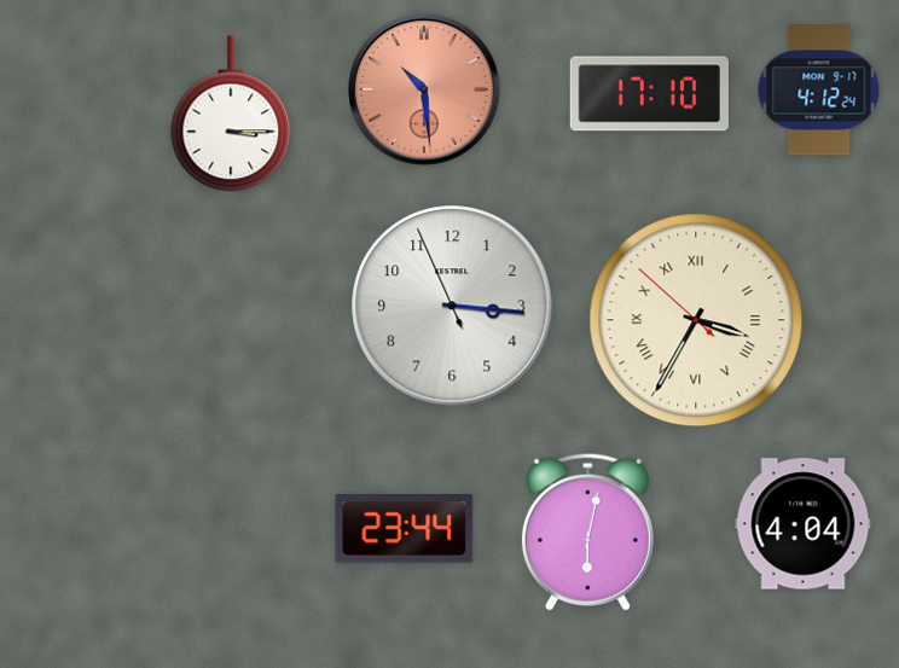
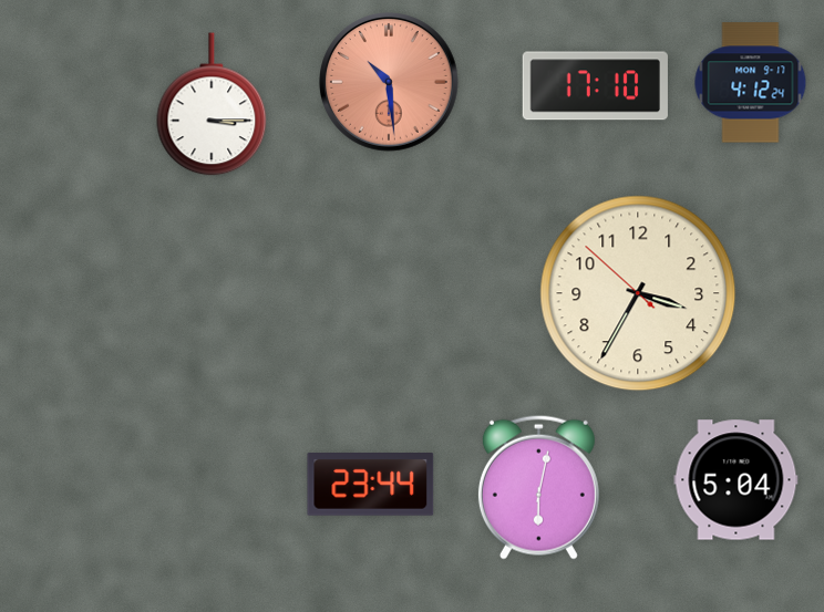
clock at (452, 306): 3:15 -> none
clock at (696, 320) numerals: Roman -> Arabic
clock at (804, 524): 4:04 -> 5:04
